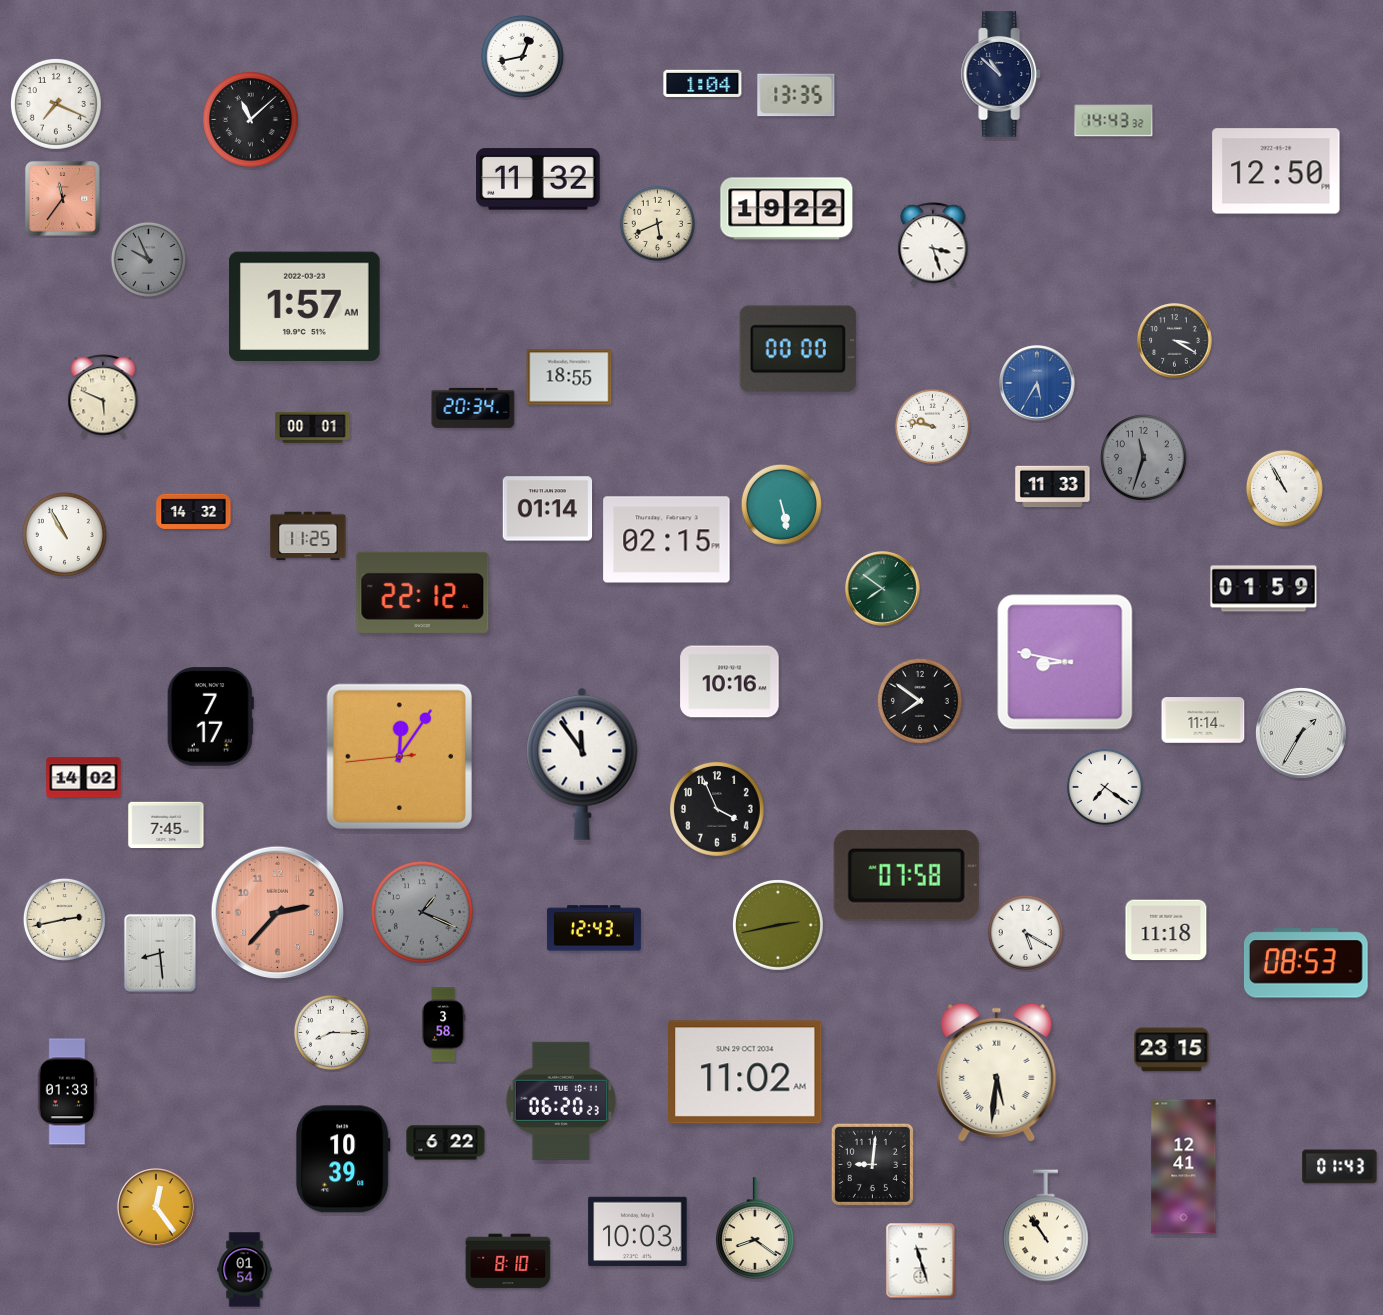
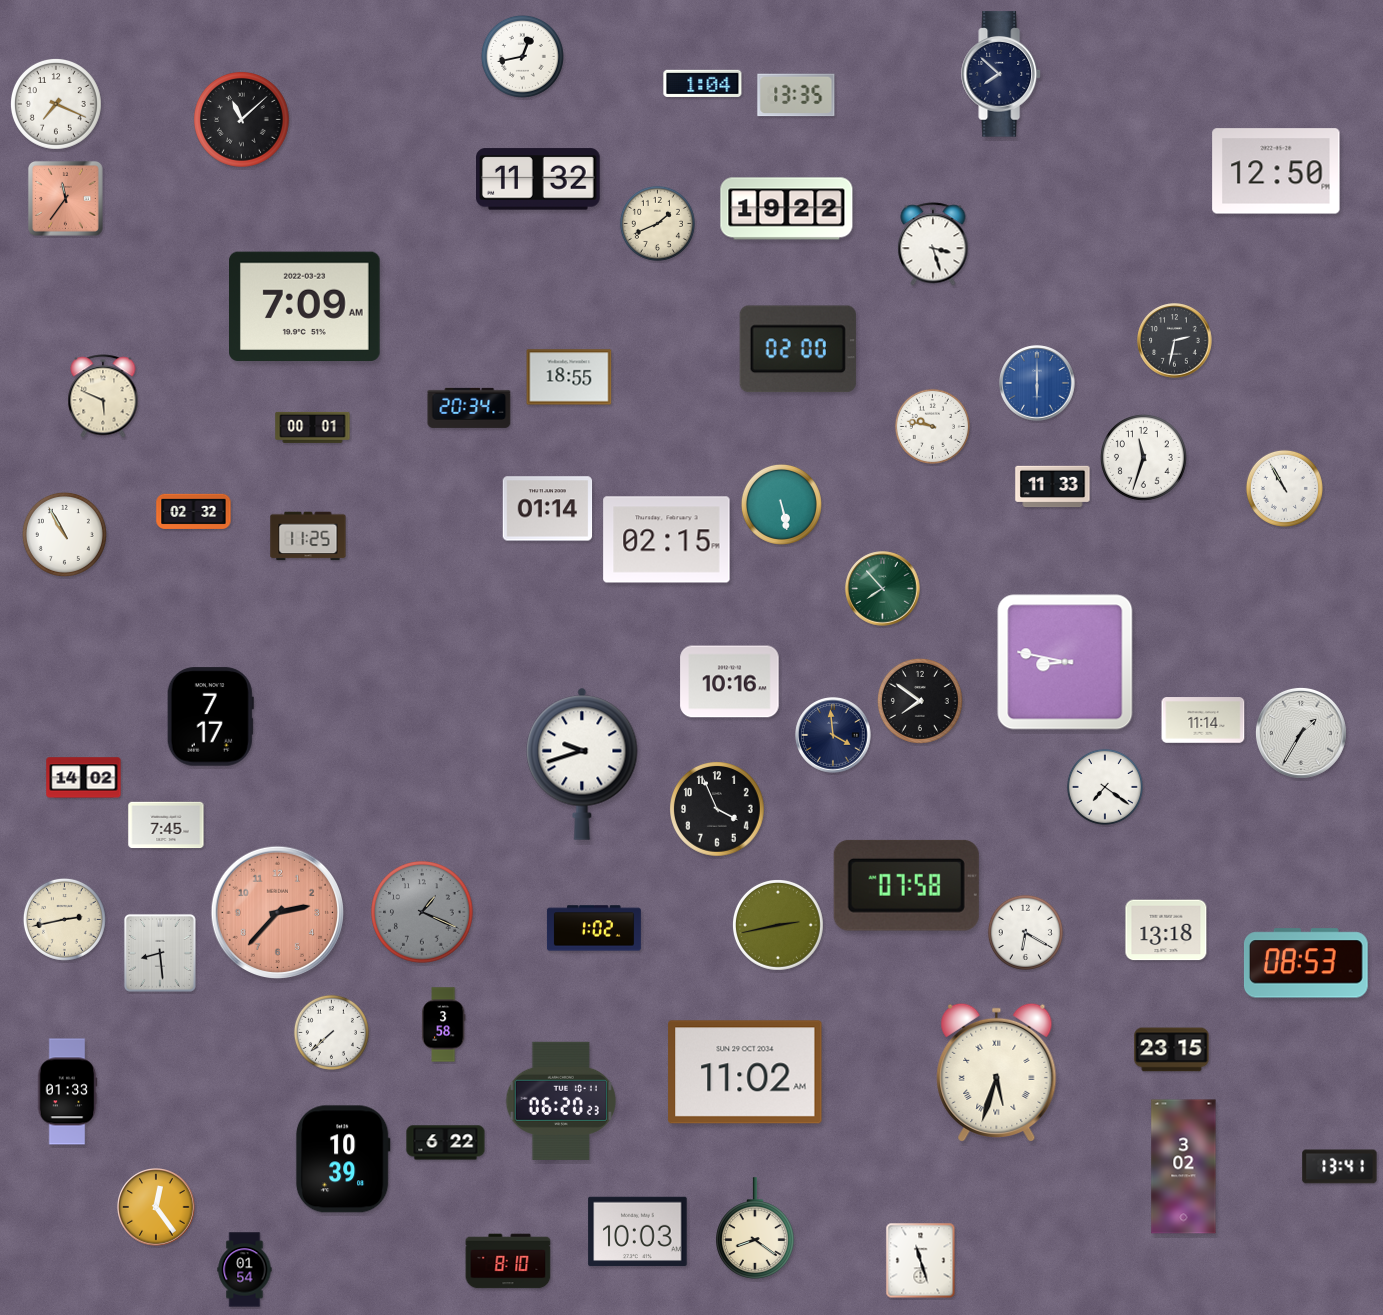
clock at (1001, 74): 10:52 -> 7:52
clock at (251, 120) position: (251, 120) -> (242, 120)
clock at (1114, 121): 14:43 -> none
clock at (63, 199) position: (63, 199) -> (66, 199)
clock at (657, 223): 5:41 -> 1:41
clock at (148, 259): 9:56 -> none
clock at (305, 307): 1:57 -> 7:09
clock at (1175, 341): 3:20 -> 2:32
clock at (798, 349): 00:00 -> 02:00
clock at (1037, 383): 5:35 -> 6:00
clock at (473, 408) position: (473, 408) -> (469, 408)
clock at (1143, 457) dial: grey -> white
clock at (194, 511): 14:32 -> 02:32
clock at (883, 589): 7:51 -> 7:53
clock at (1264, 589): 01:59 -> none
clock at (423, 592): 22:12 -> none
clock at (833, 735): none -> 3:59
clock at (399, 756): 12:05 -> none
clock at (582, 764): 11:54 -> 9:42
clock at (906, 875) position: (906, 875) -> (906, 885)
clock at (594, 928): 12:43 -> 1:02
clock at (1166, 930): 11:18 -> 13:18
clock at (1025, 932): 5:20 -> 6:20
clock at (331, 1032): 8:15 -> 7:38
clock at (997, 1072): 5:31 -> 5:33
clock at (872, 1164): 9:01 -> none
clock at (1184, 1167): 12:41 -> 3:02
clock at (1340, 1167): 01:43 -> 13:41
clock at (1046, 1226): 10:54 -> none
